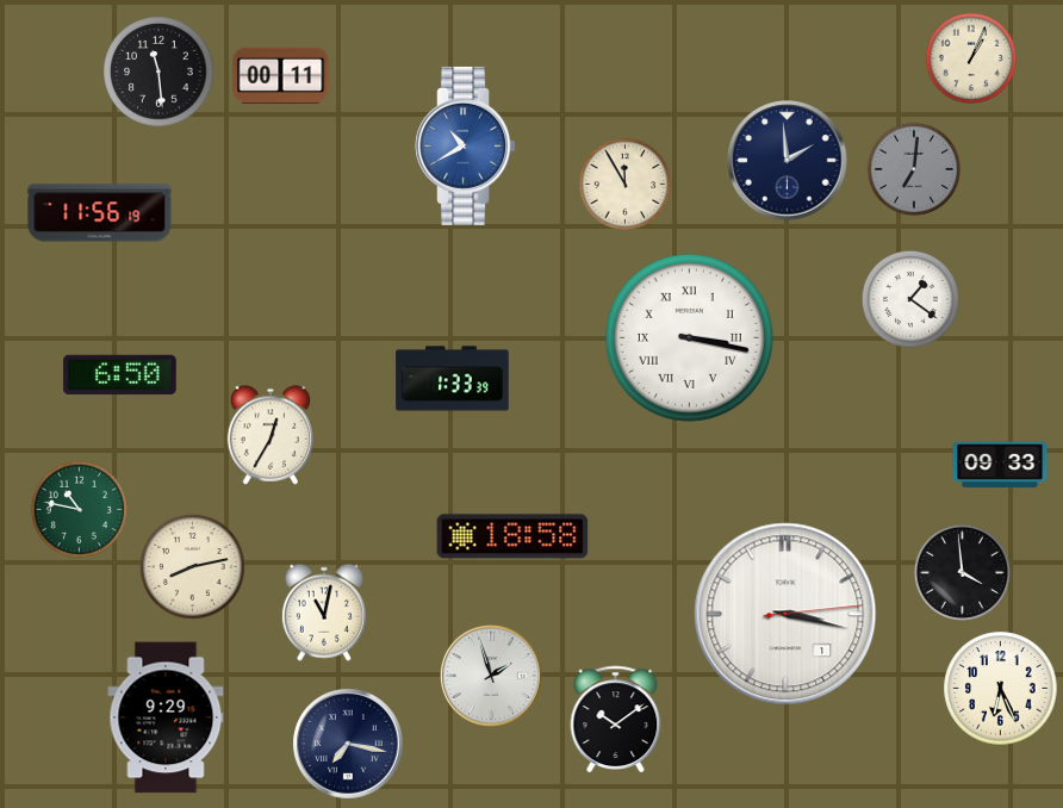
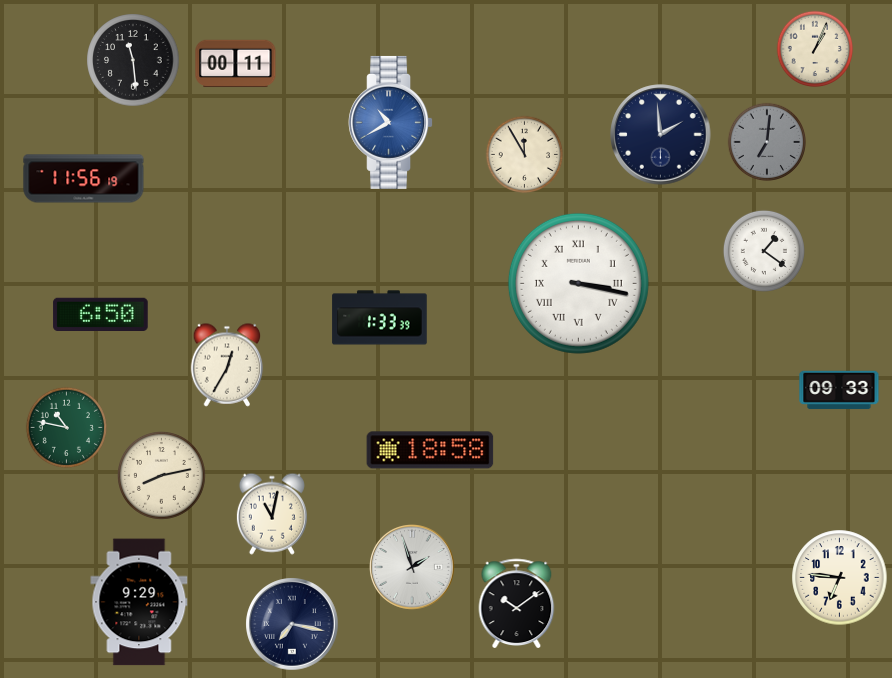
clock at (962, 572): 3:59 -> none
clock at (785, 614): 3:17 -> none
clock at (1001, 689): 6:26 -> 6:46
